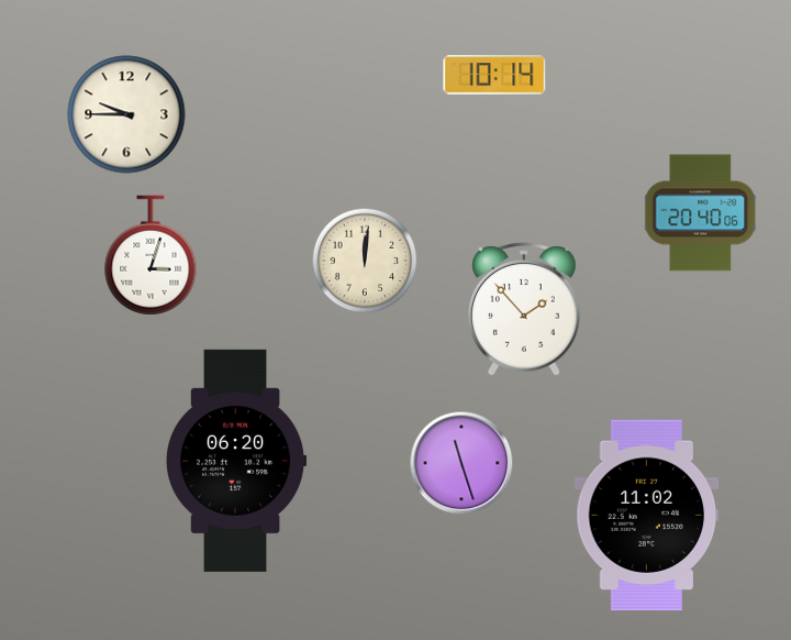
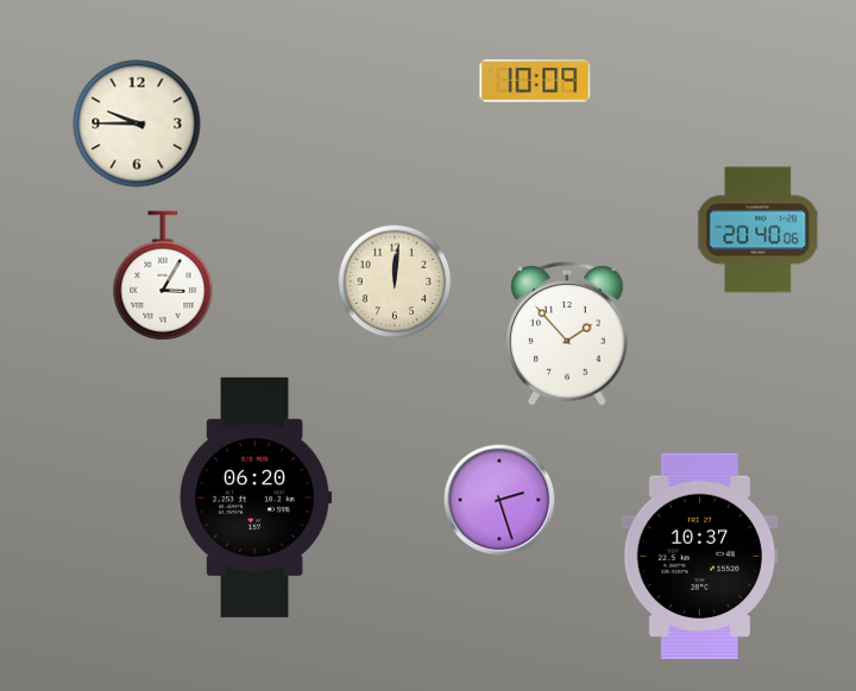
clock at (494, 75): 10:14 -> 10:09
clock at (151, 255): 3:03 -> 3:05
clock at (461, 463): 11:27 -> 2:27
clock at (647, 516): 11:02 -> 10:37
